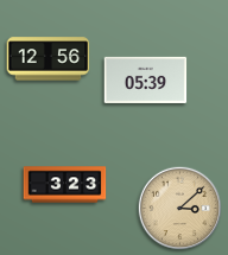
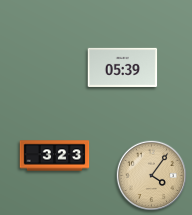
clock at (49, 59): 12:56 -> none
clock at (180, 209): 3:08 -> 4:06
